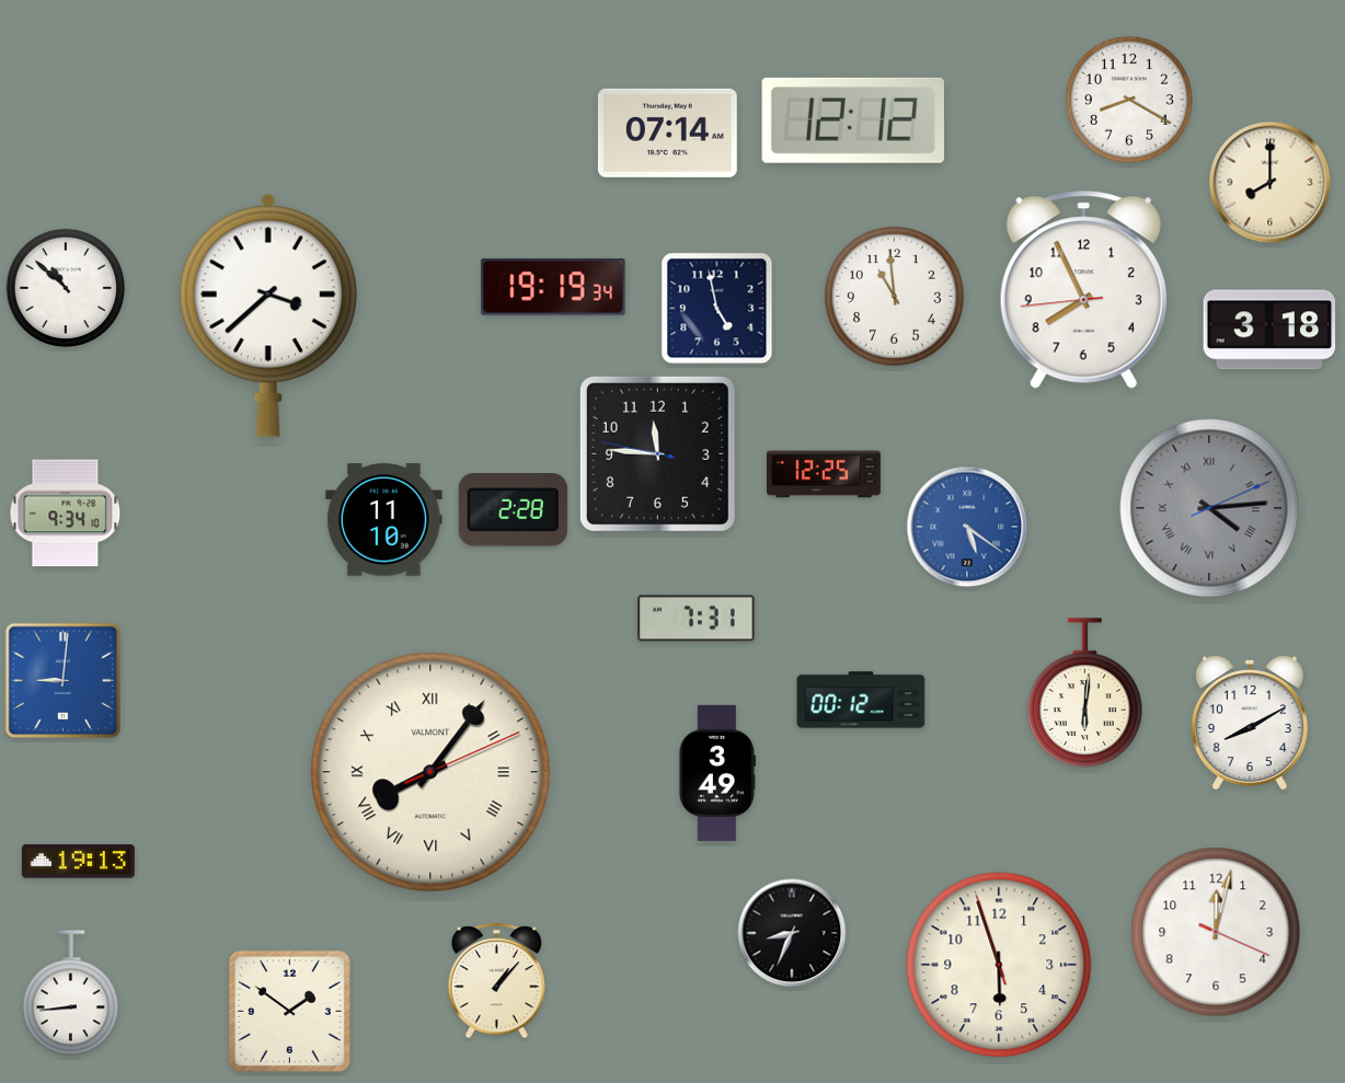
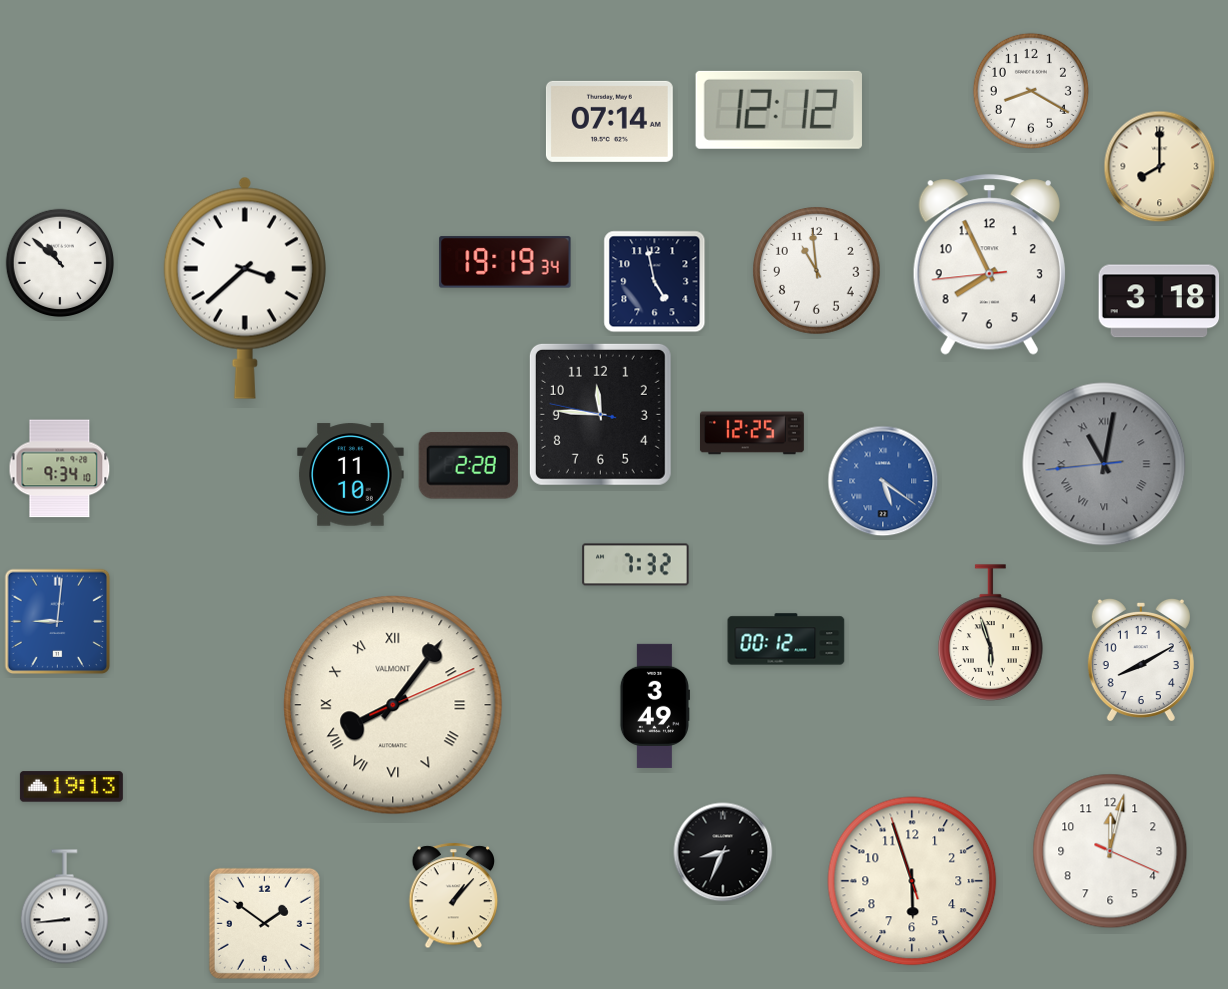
clock at (1209, 508): 4:14 -> 11:01
clock at (697, 619): 7:31 -> 7:32
clock at (1085, 693): 6:01 -> 5:57
